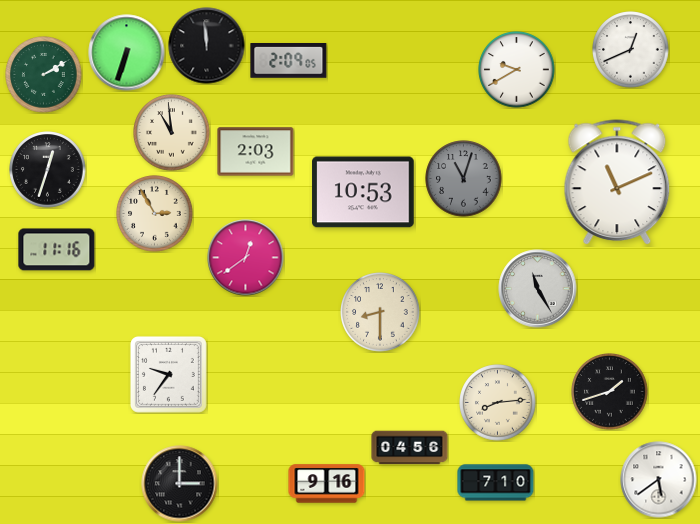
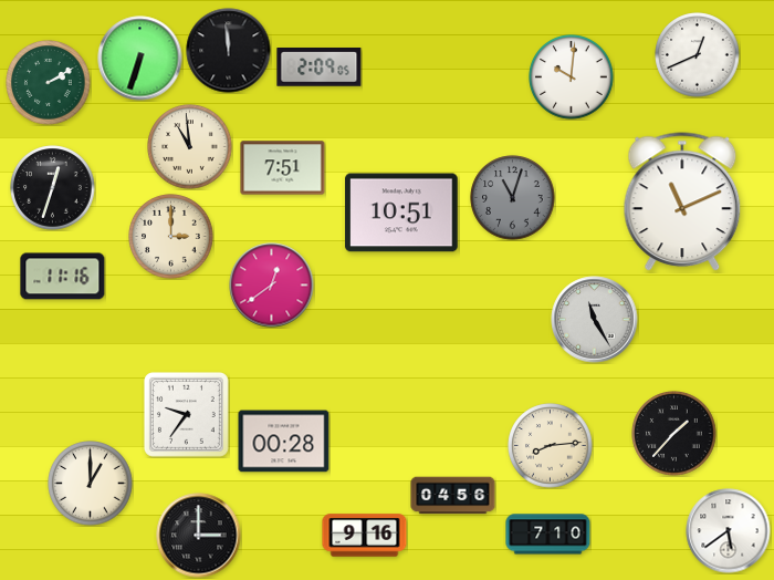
clock at (517, 70): 9:40 -> 10:01
clock at (256, 152): 2:03 -> 7:51
clock at (363, 192): 10:53 -> 10:51
clock at (155, 214): 2:55 -> 3:00
clock at (380, 312): 8:30 -> none
clock at (610, 392): 1:42 -> 1:37
clock at (284, 442): none -> 00:28
clock at (91, 484): none -> 1:00
clock at (327, 484) position: (327, 484) -> (365, 536)
